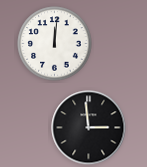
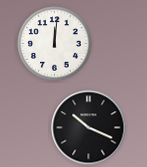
clock at (89, 128): 2:59 -> 10:19
